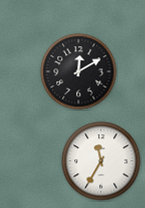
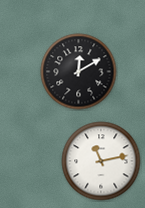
clock at (101, 161): 11:35 -> 11:13
